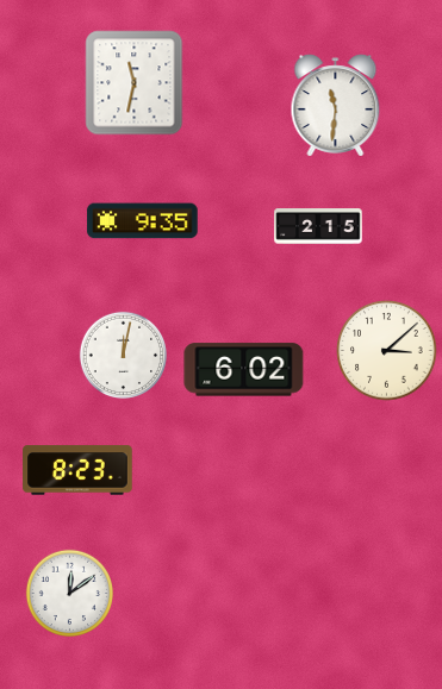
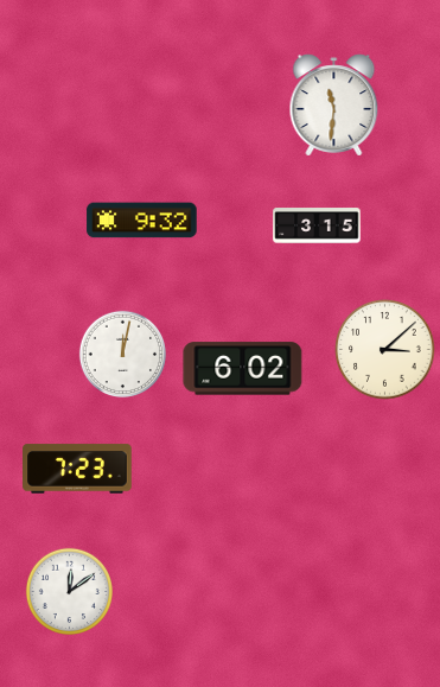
clock at (135, 83): 11:32 -> none
clock at (143, 221): 9:35 -> 9:32
clock at (318, 226): 2:15 -> 3:15
clock at (77, 470): 8:23 -> 7:23
